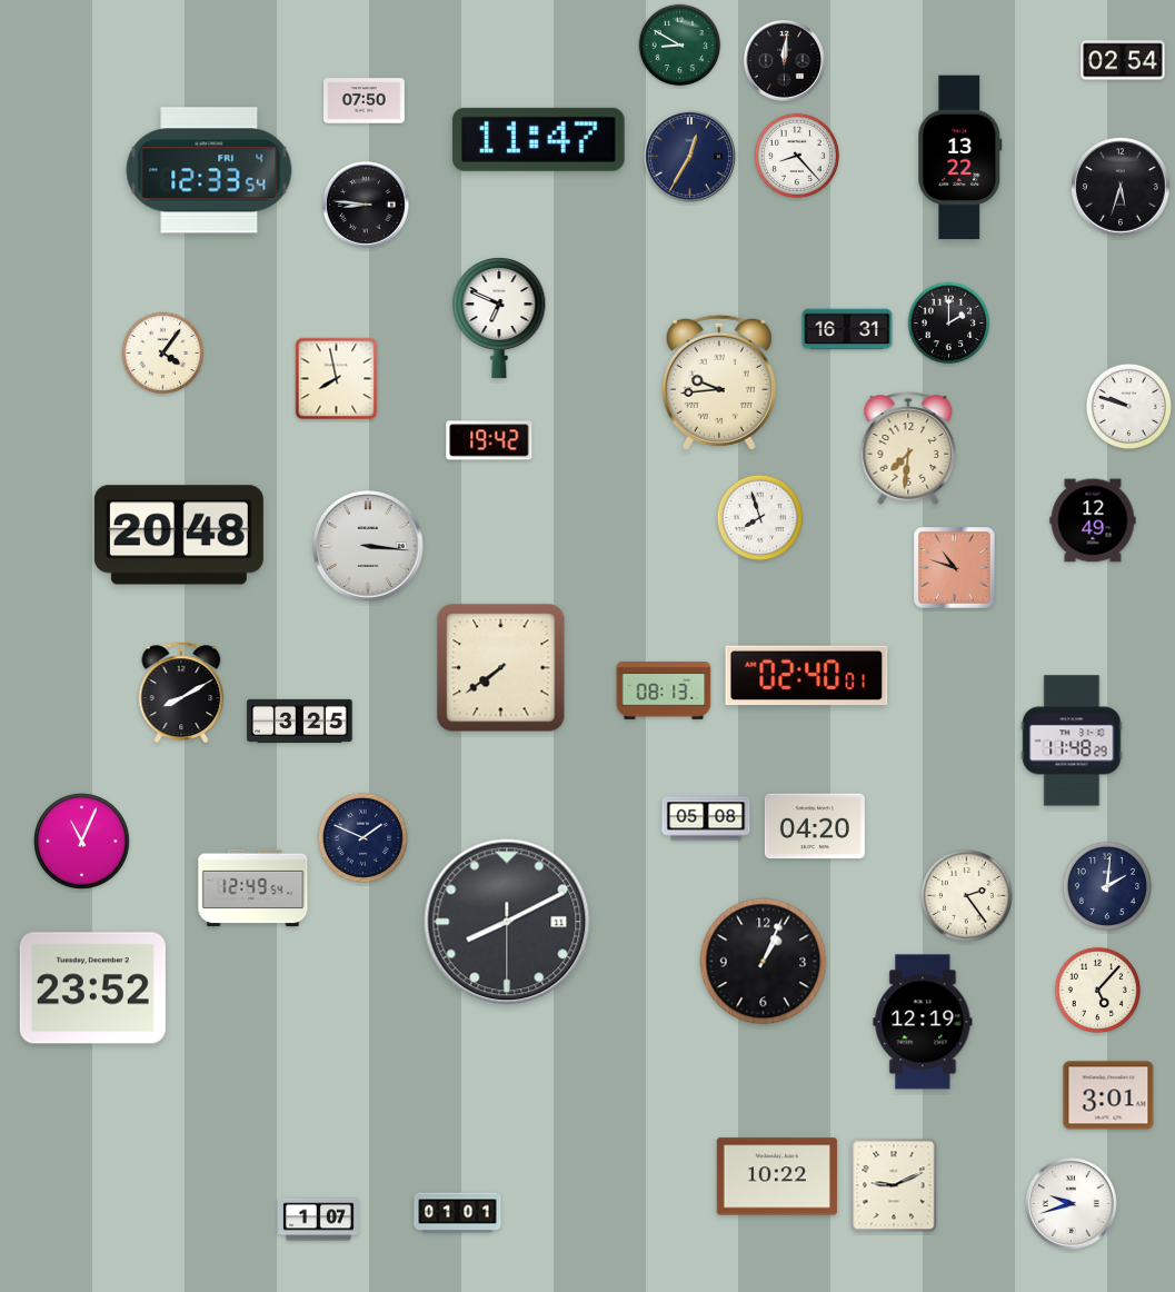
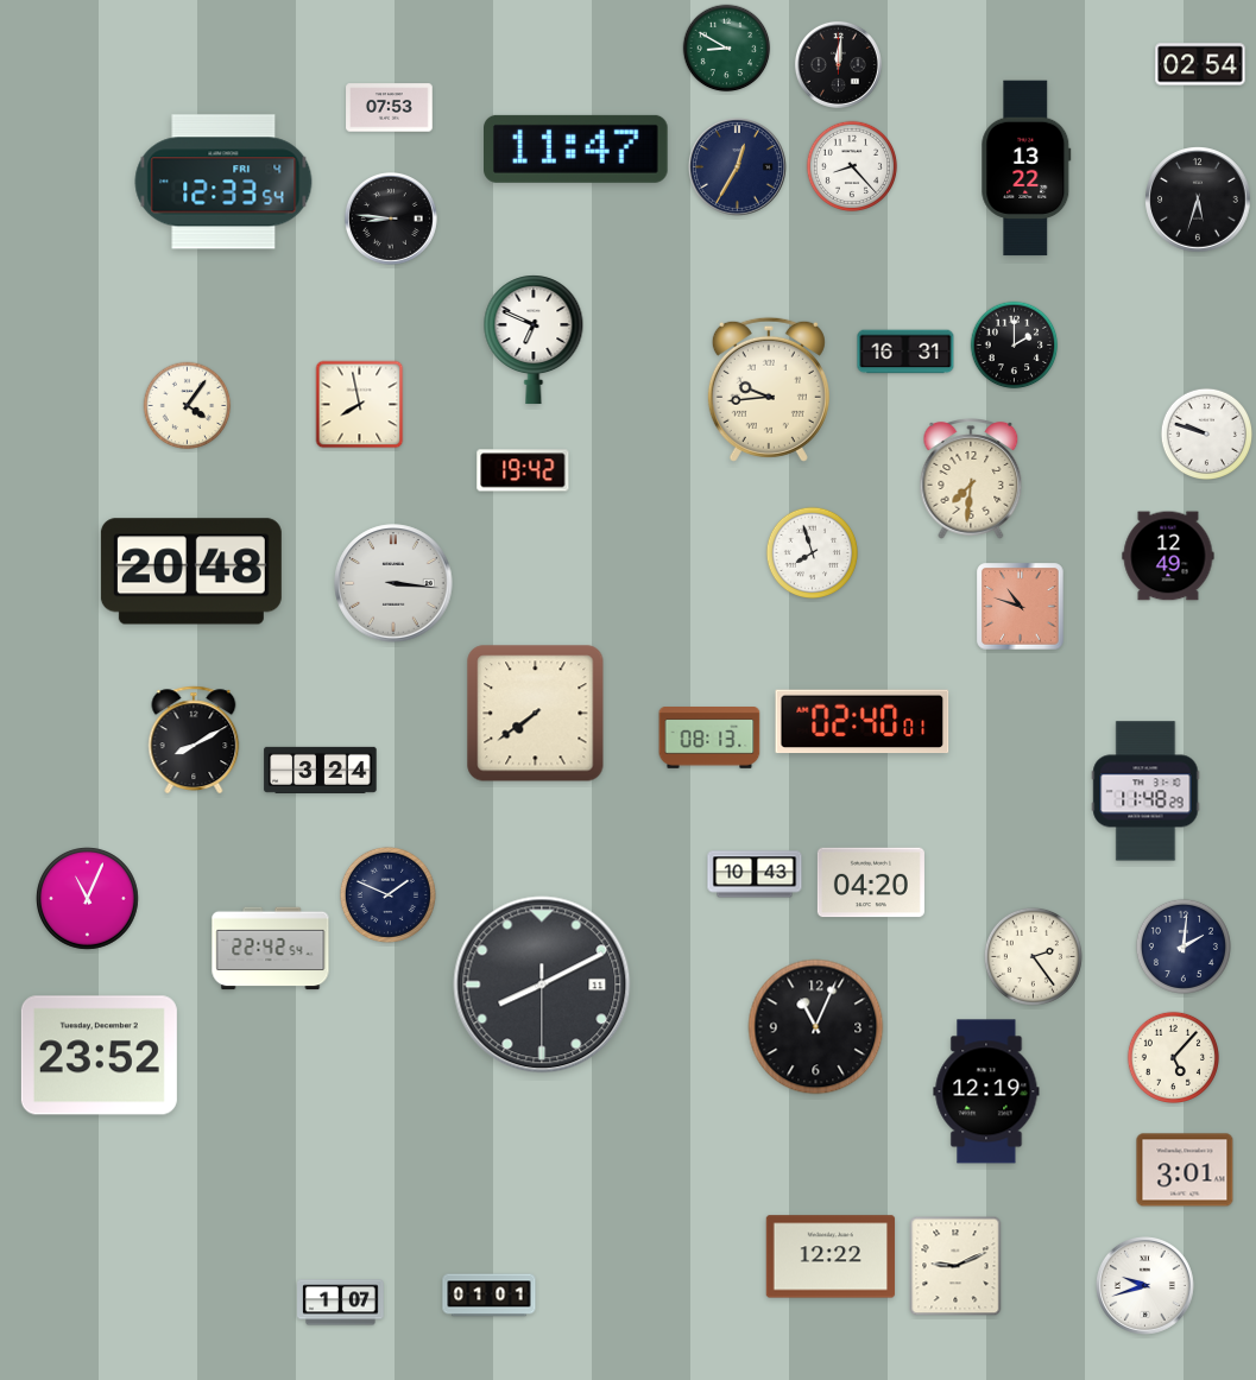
clock at (365, 101): 07:50 -> 07:53
clock at (163, 354) position: (163, 354) -> (188, 406)
clock at (719, 382) position: (719, 382) -> (769, 390)
clock at (300, 720): 3:25 -> 3:24
clock at (706, 818): 05:08 -> 10:43
clock at (253, 888): 12:49 -> 22:42
clock at (764, 962): 1:04 -> 11:04
clock at (777, 1176): 10:22 -> 12:22
